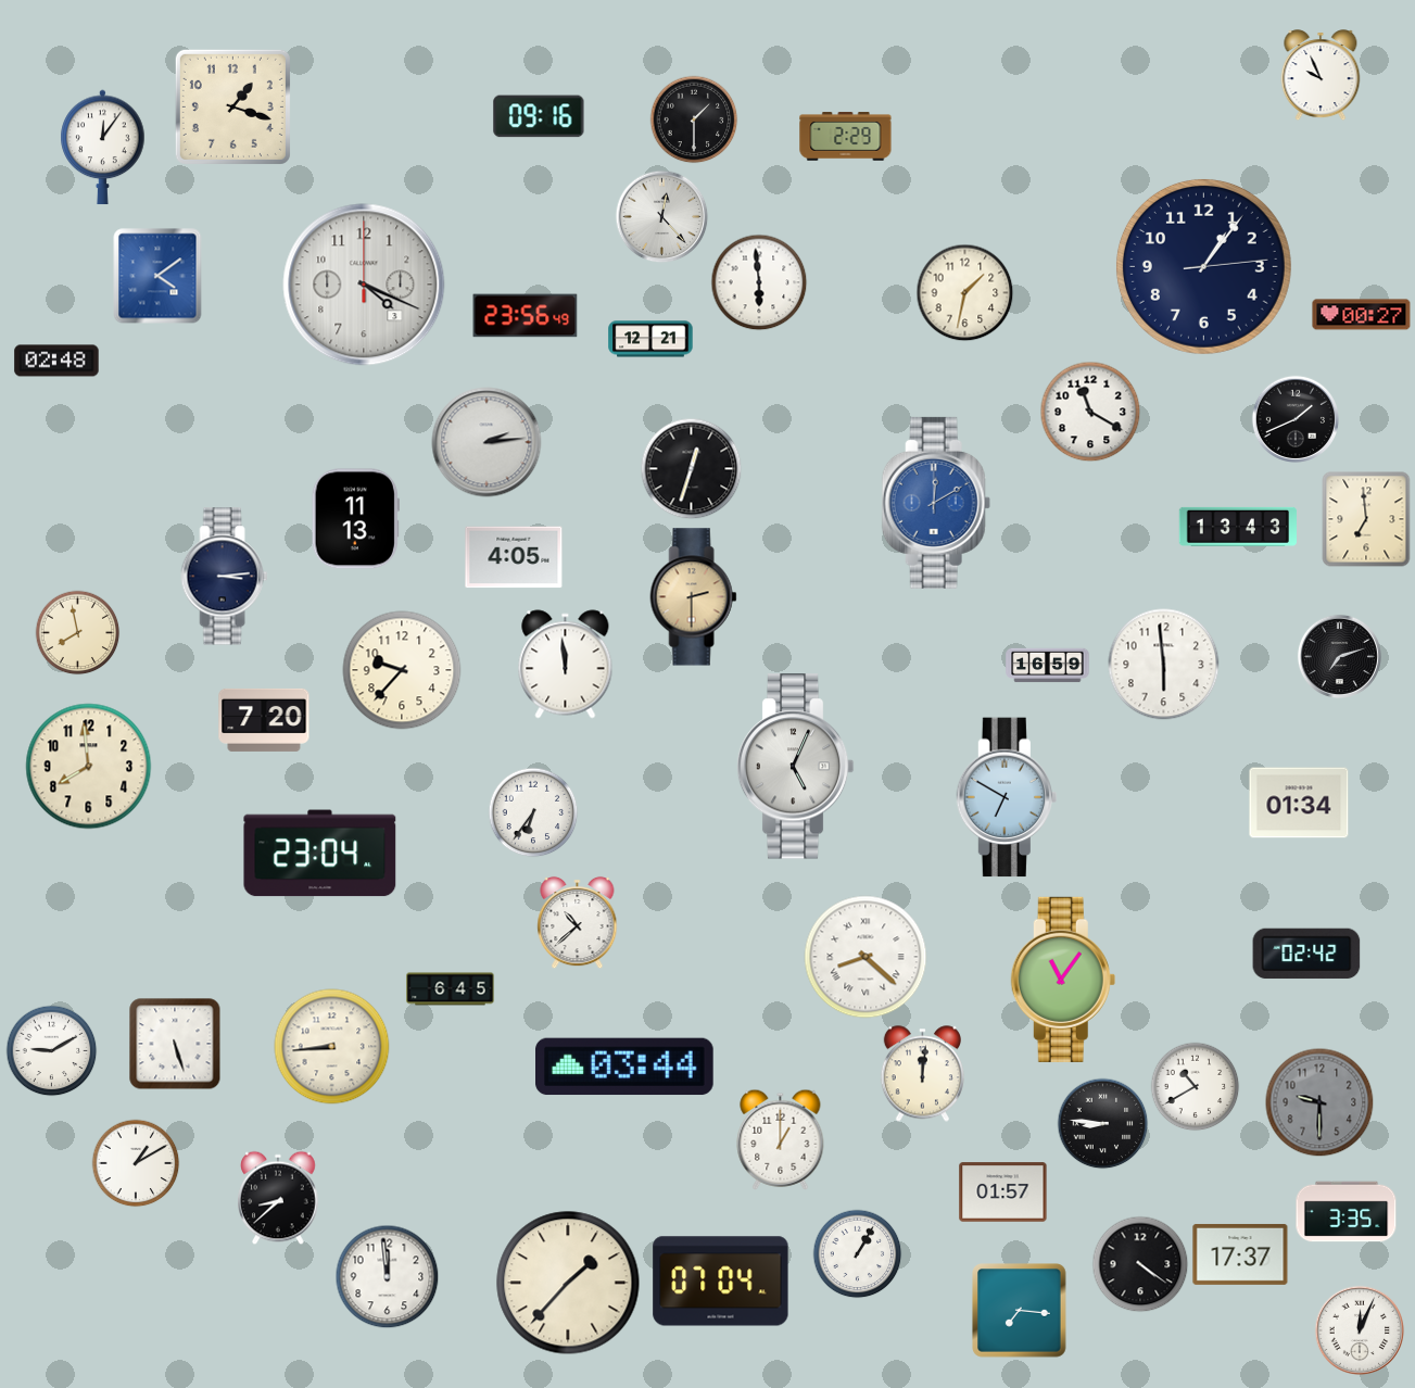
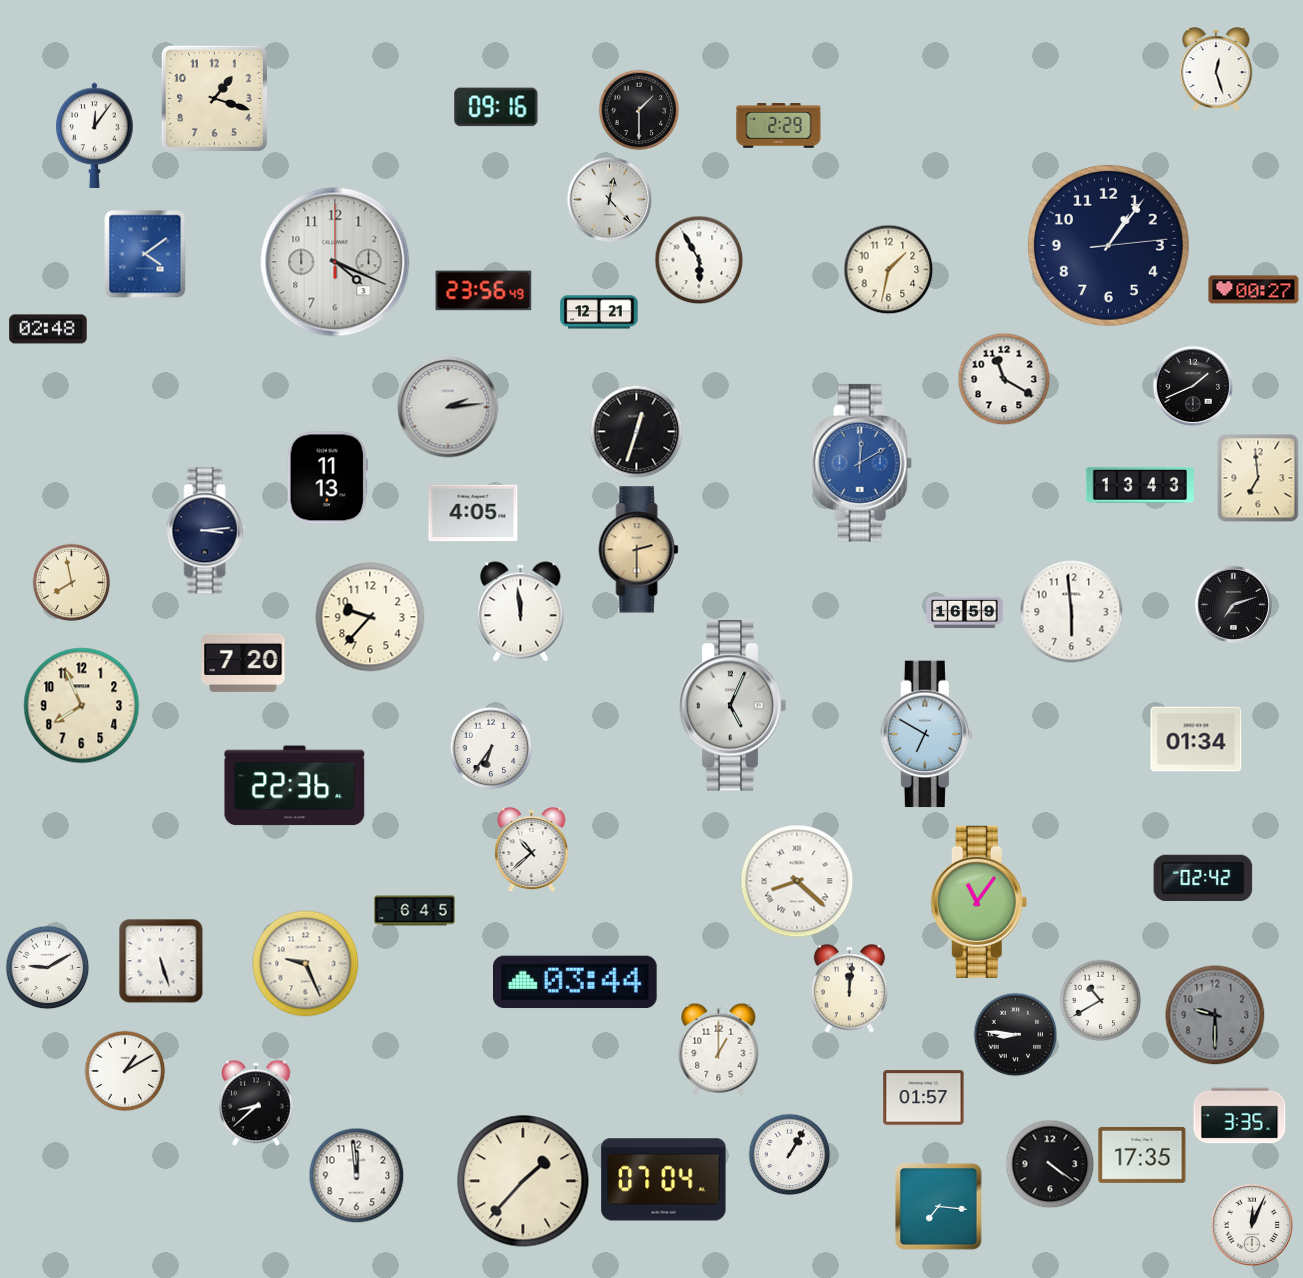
clock at (1321, 75): 9:56 -> 12:27
clock at (759, 282): 5:59 -> 5:55
clock at (56, 361) position: (56, 361) -> (48, 329)
clock at (89, 767): 7:59 -> 7:56
clock at (320, 854): 23:04 -> 22:36
clock at (332, 1047): 8:44 -> 9:26
clock at (1240, 1254): 17:37 -> 17:35
